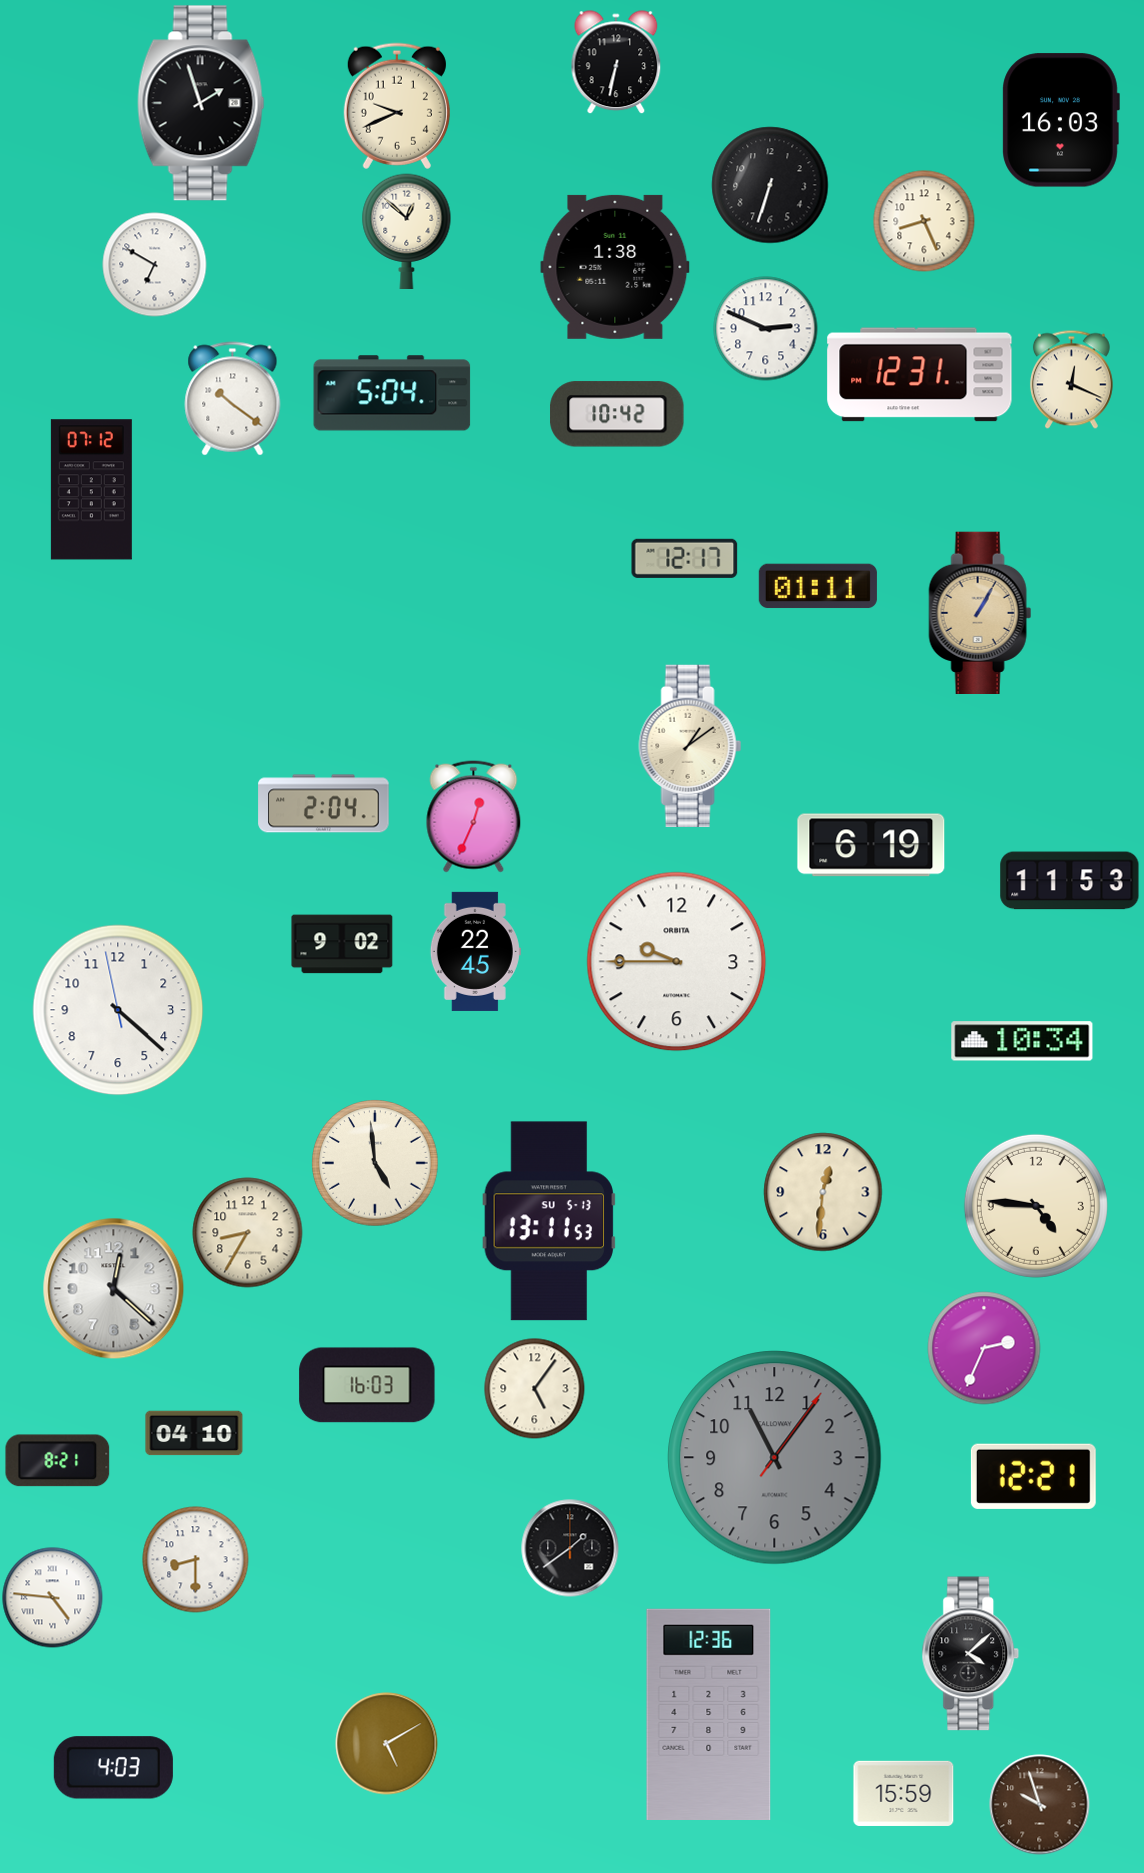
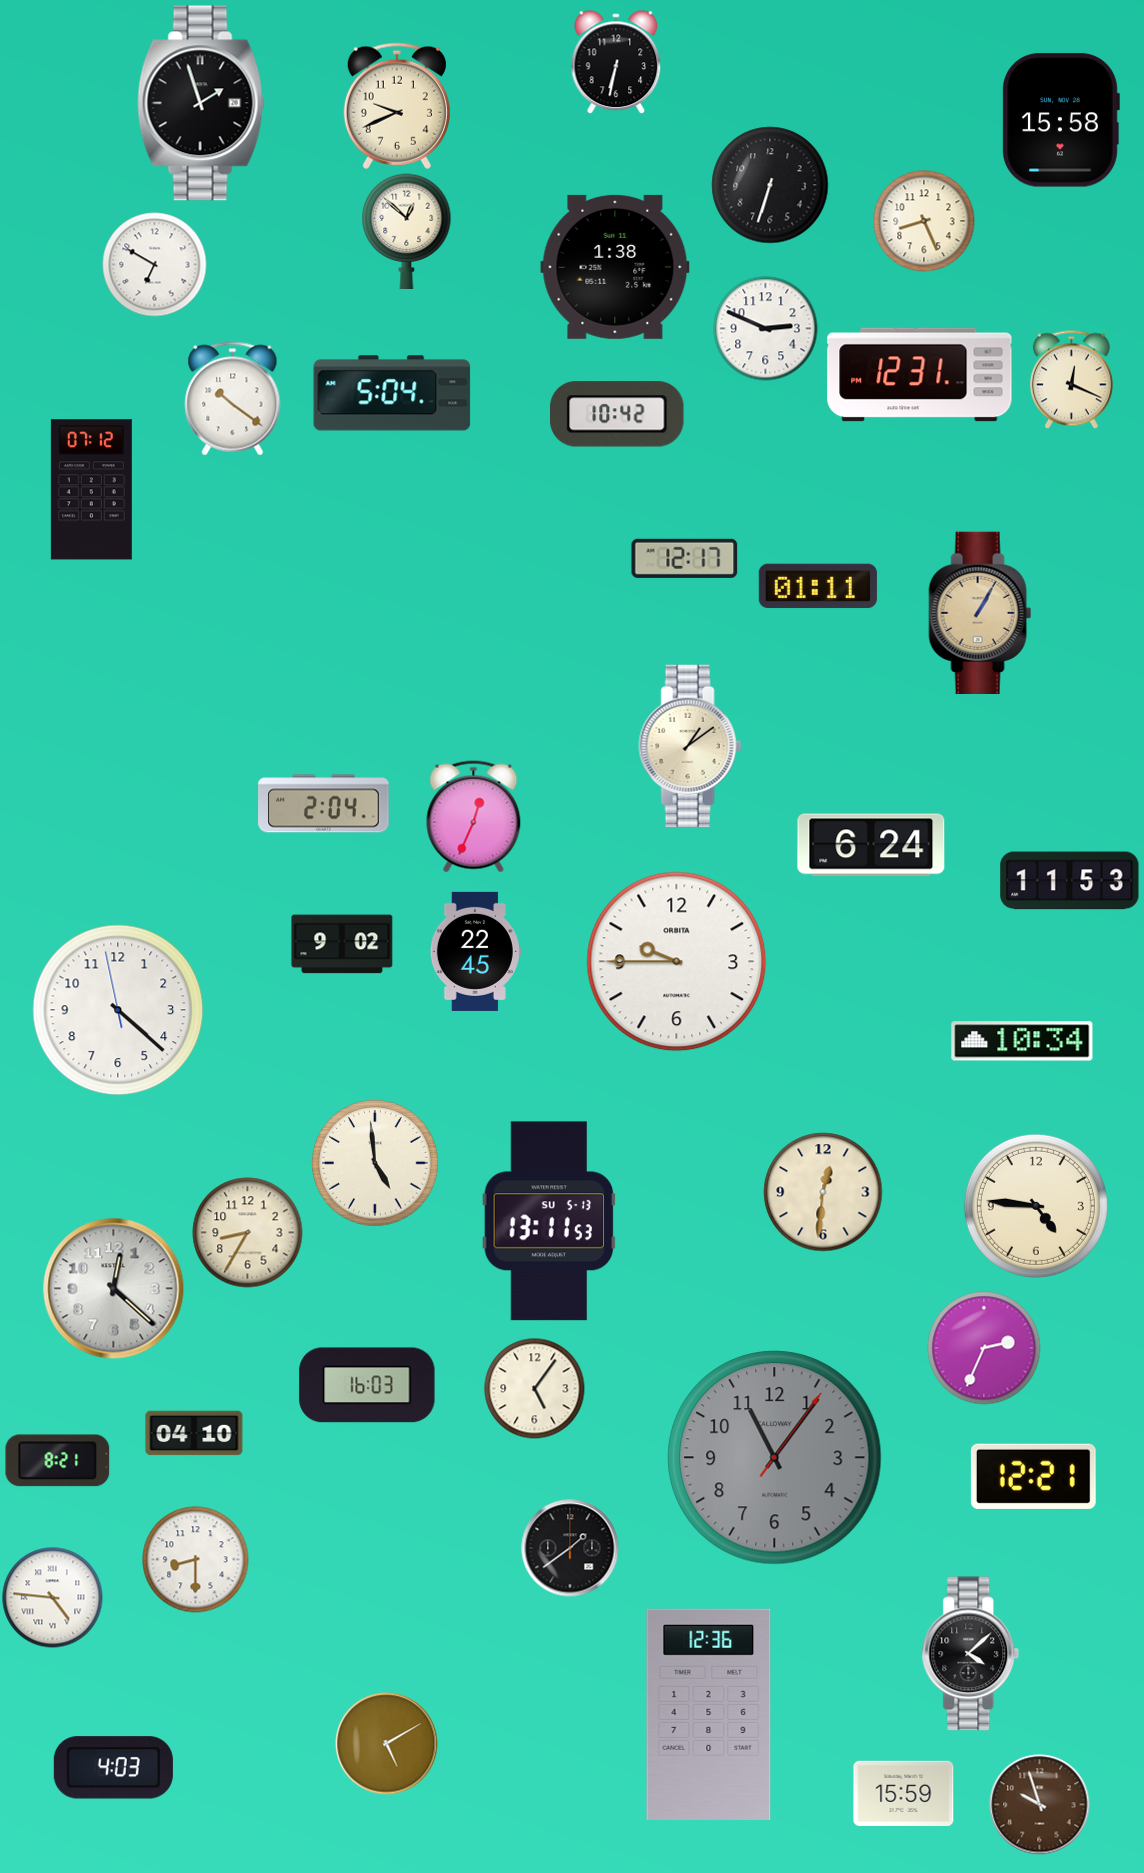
clock at (1061, 120): 16:03 -> 15:58
clock at (871, 845): 6:19 -> 6:24
